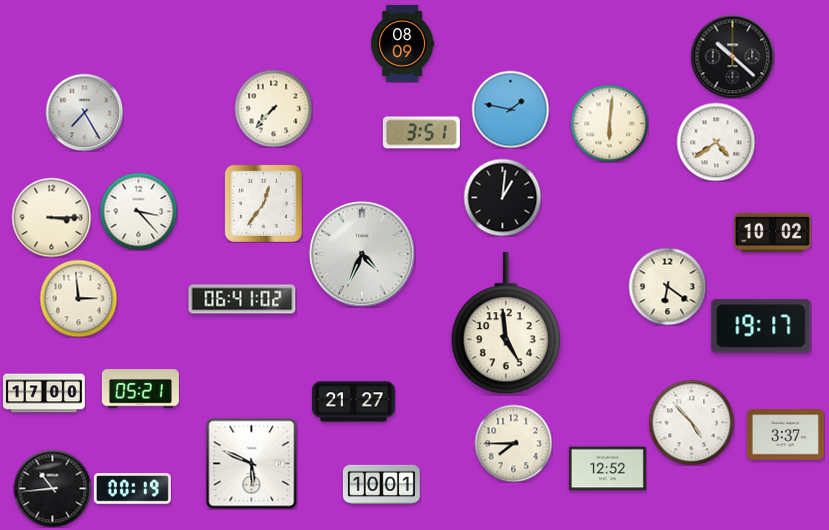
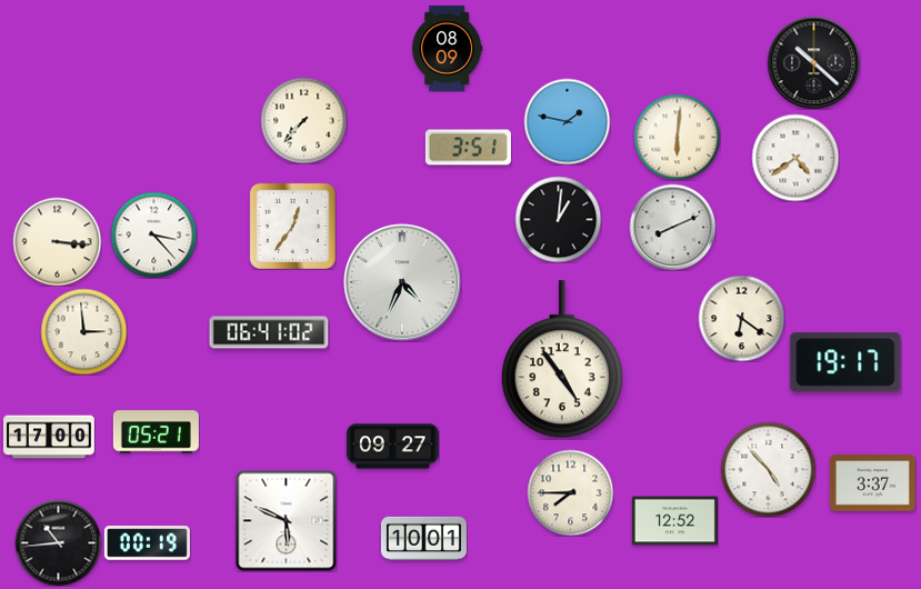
clock at (84, 112): 7:25 -> none
clock at (672, 227): none -> 8:11
clock at (51, 217): 3:15 -> 3:16
clock at (772, 233): 10:02 -> none
clock at (78, 298) position: (78, 298) -> (83, 331)
clock at (506, 324): 4:59 -> 4:54
clock at (354, 402): 21:27 -> 09:27
clock at (251, 463) position: (251, 463) -> (286, 520)
